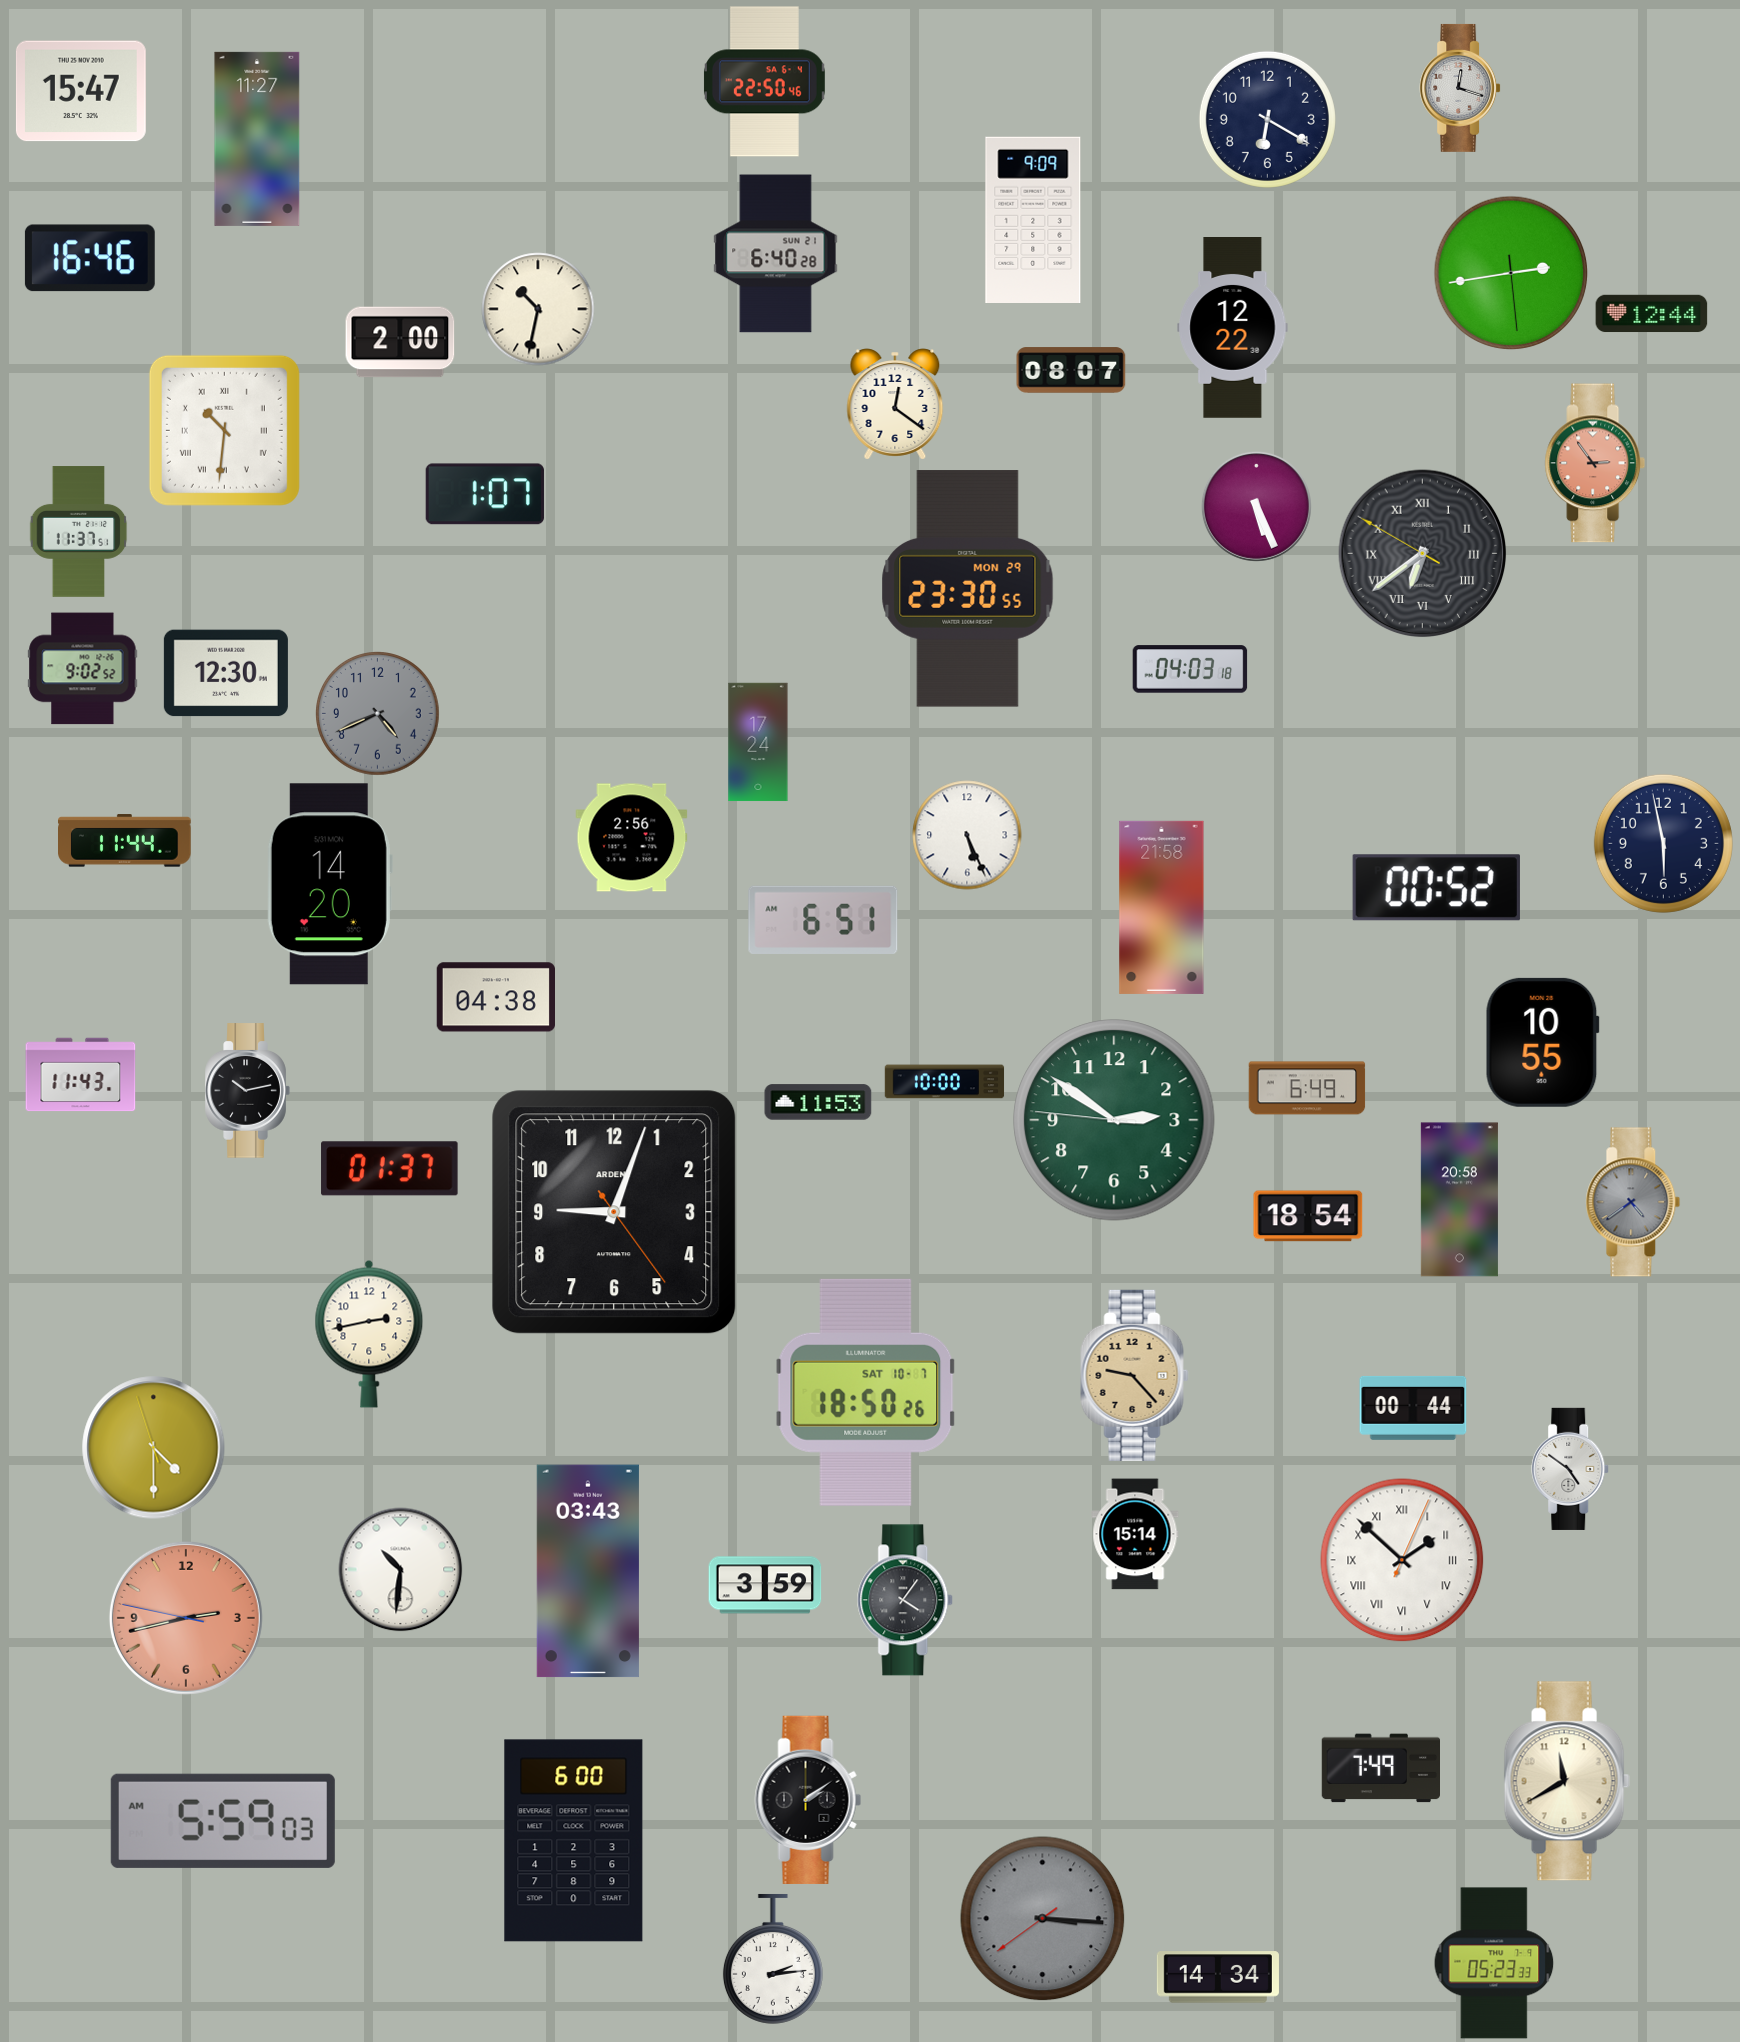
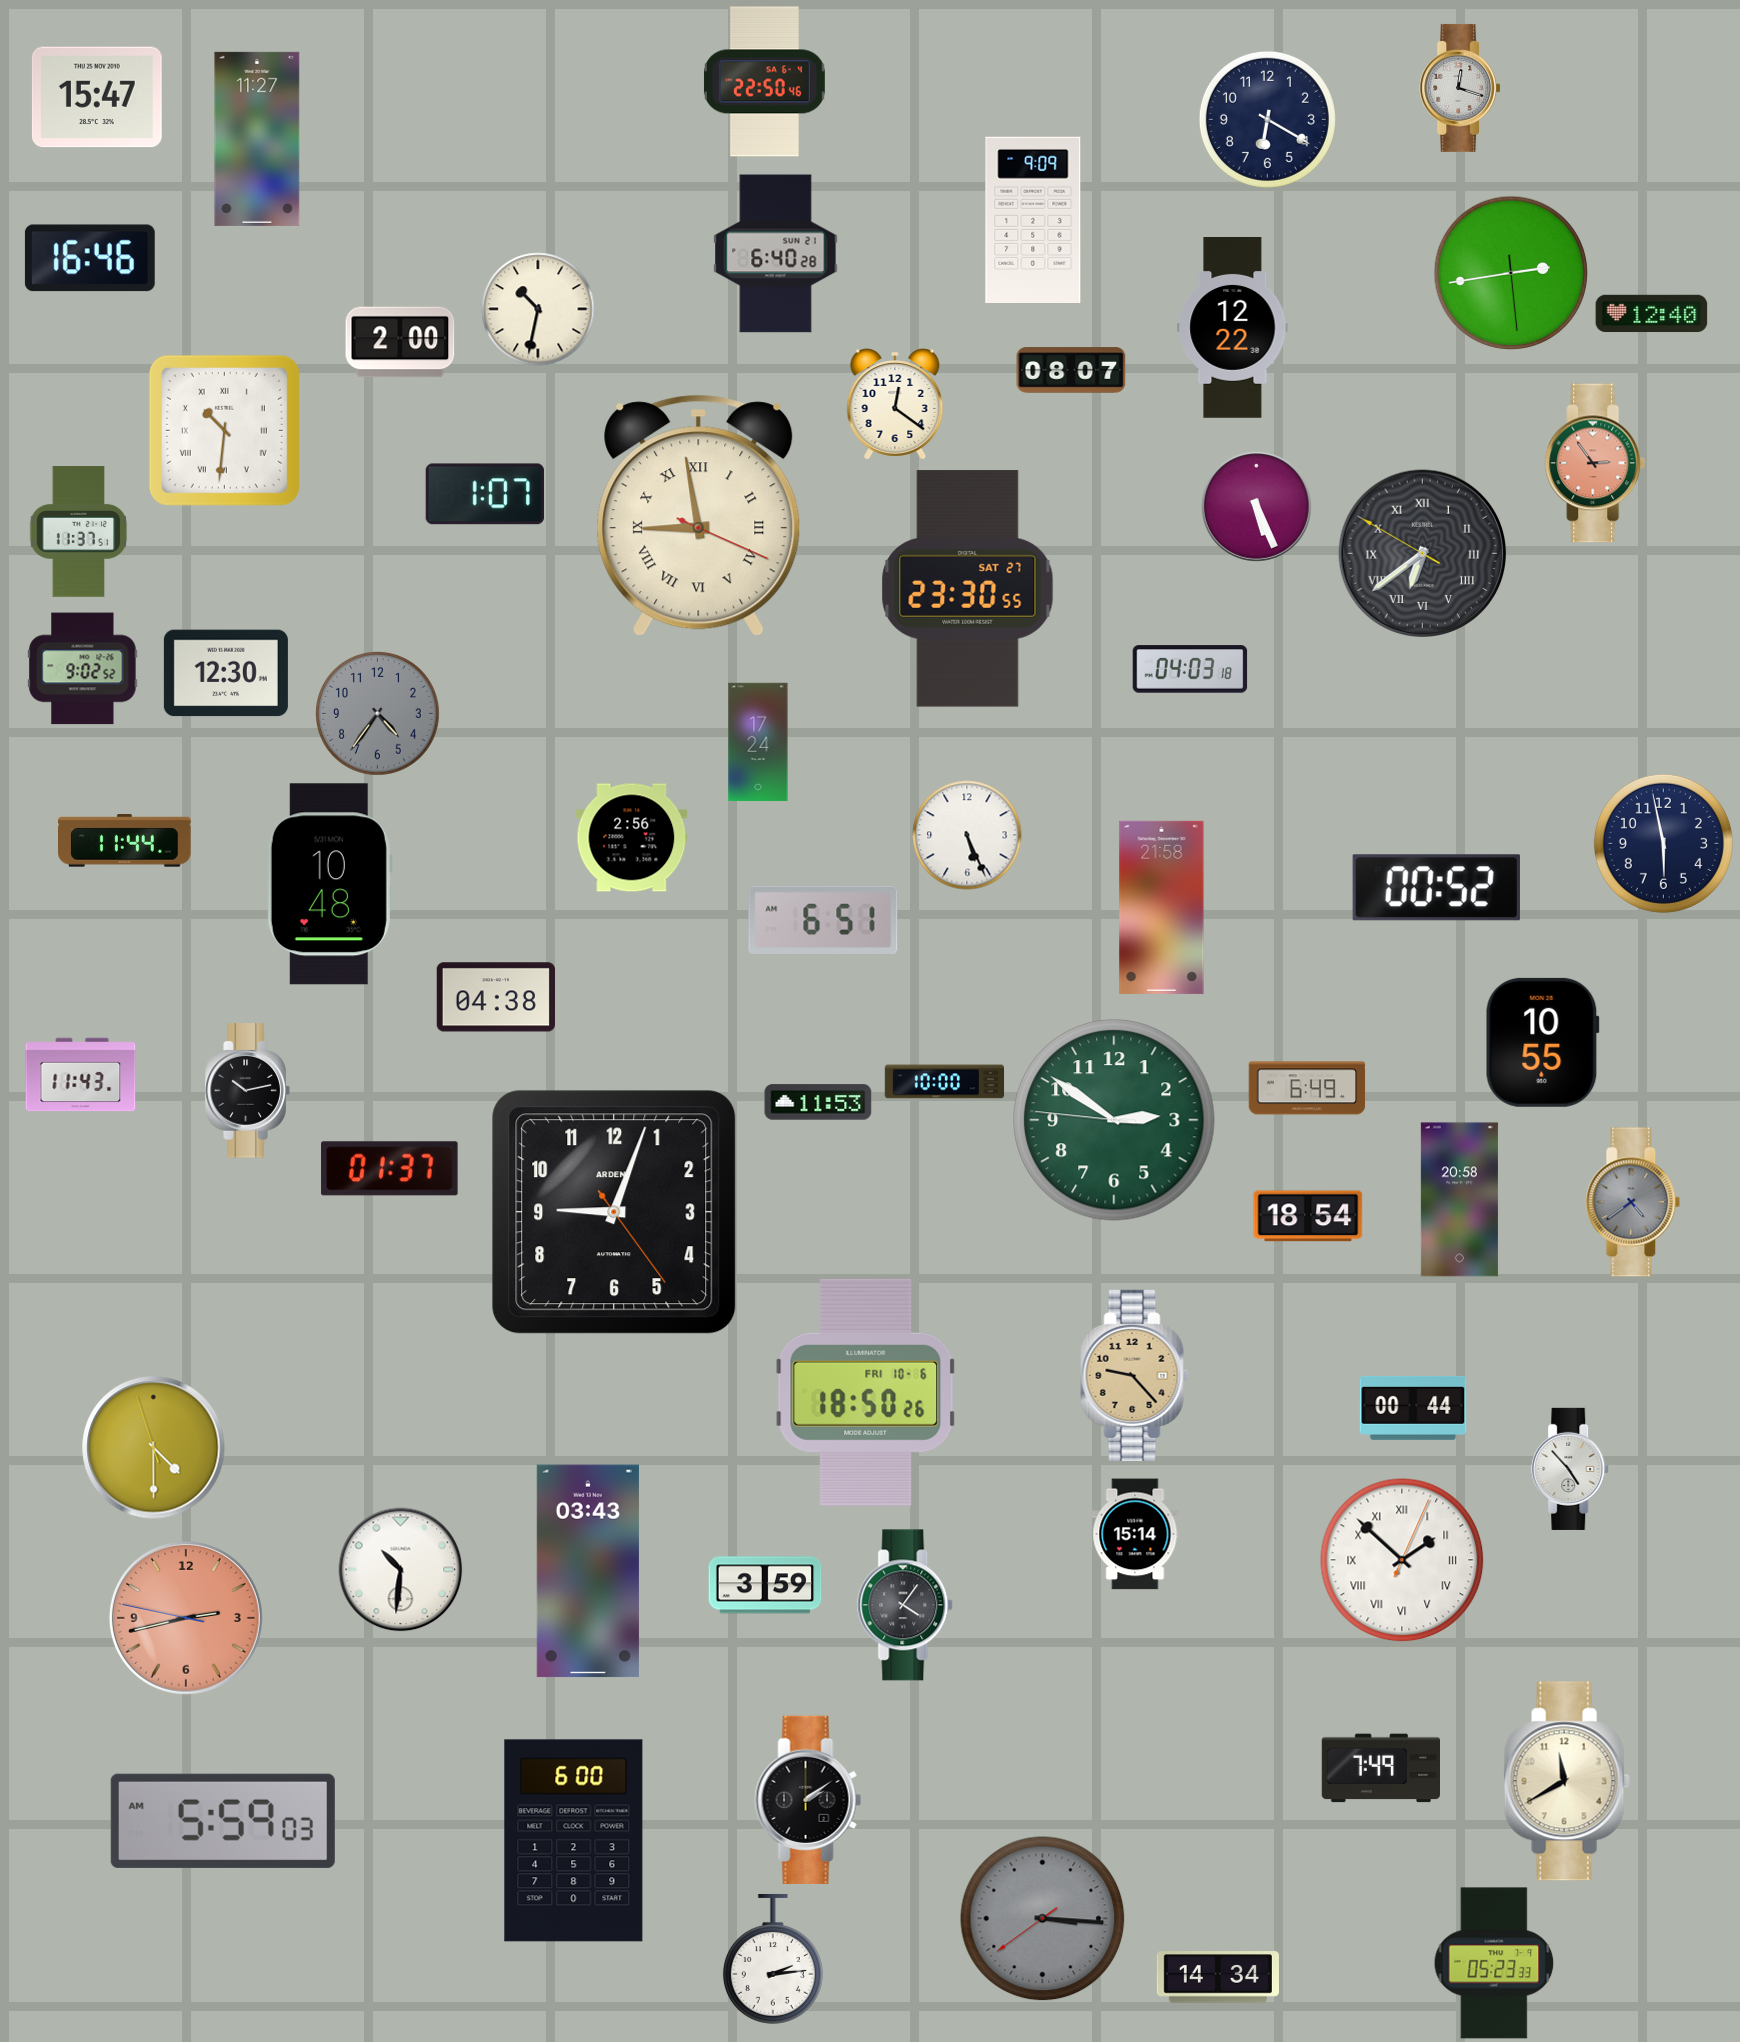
clock at (81, 91) position: (81, 91) -> (97, 97)
clock at (1652, 314): 12:44 -> 12:40
clock at (699, 516): none -> 8:58
clock at (968, 589) date: MON 29 -> SAT 27
clock at (378, 714): 4:41 -> 4:36
clock at (330, 884): 14:20 -> 10:48
clock at (369, 1334): 2:43 -> none
clock at (866, 1392) date: SAT 10-7 -> FRI 10-6
clock at (1571, 1469): 4:51 -> 4:53
clock at (906, 1600) position: (906, 1600) -> (906, 1605)
